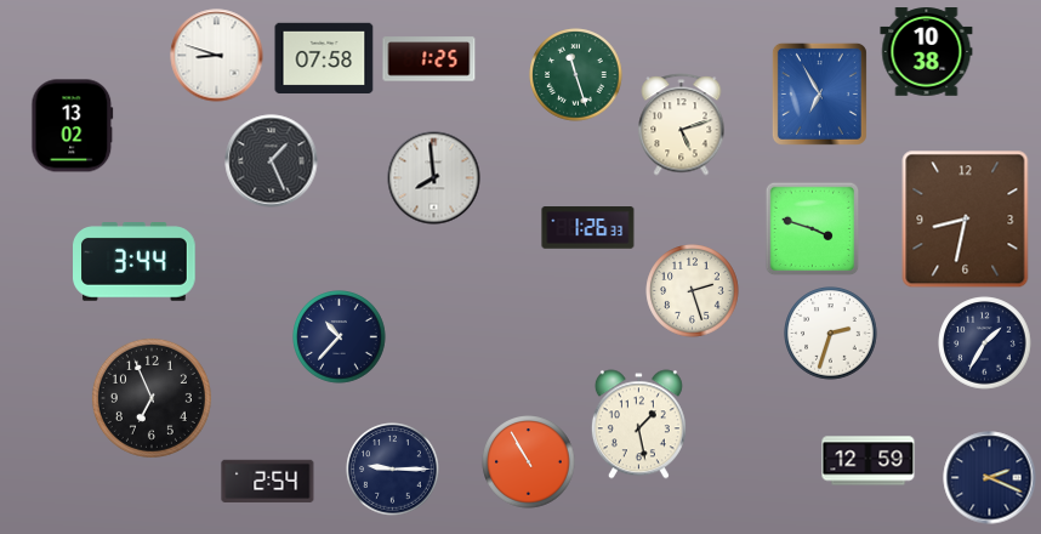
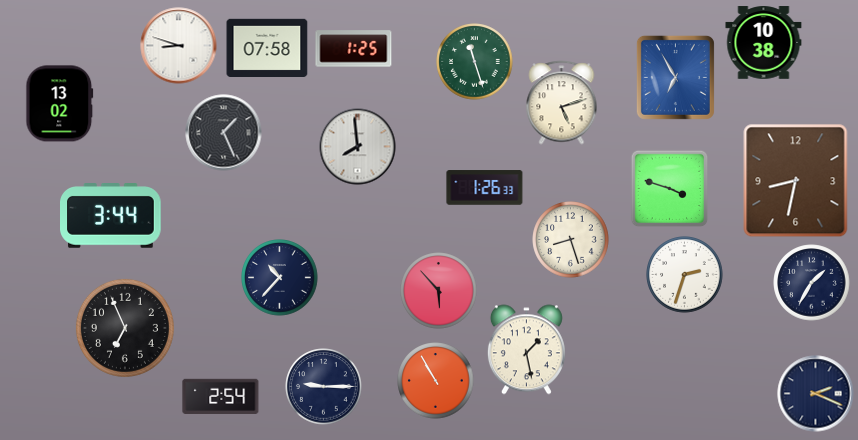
clock at (693, 291): 2:27 -> 8:27
clock at (439, 291): none -> 5:53
clock at (869, 461): 12:59 -> none
